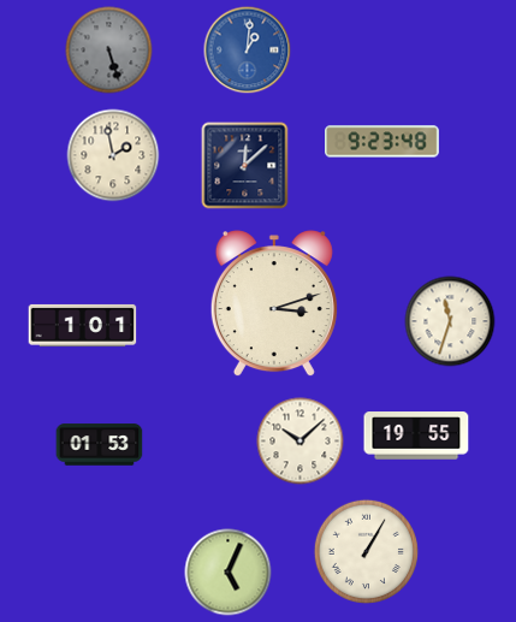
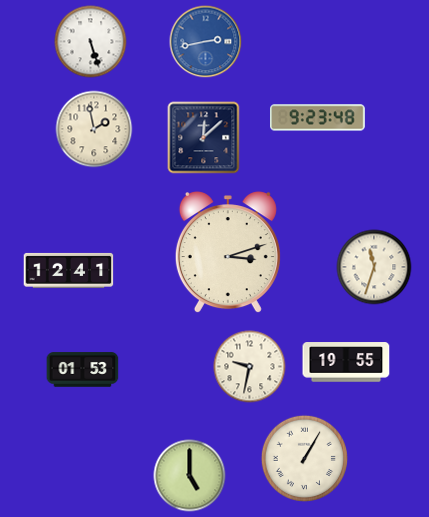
clock at (109, 51) dial: grey -> white
clock at (248, 51): 1:01 -> 2:43
clock at (83, 325): 1:01 -> 12:41
clock at (301, 442): 10:08 -> 9:32
clock at (229, 573): 5:04 -> 5:00
